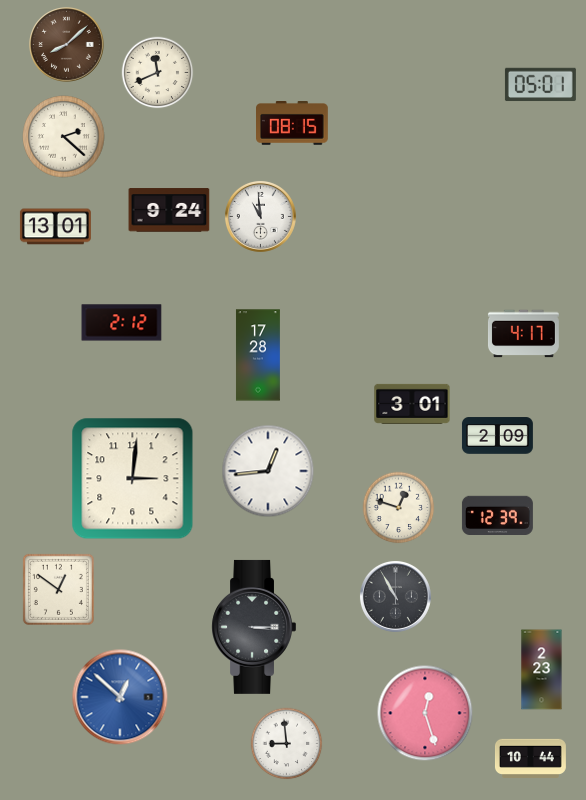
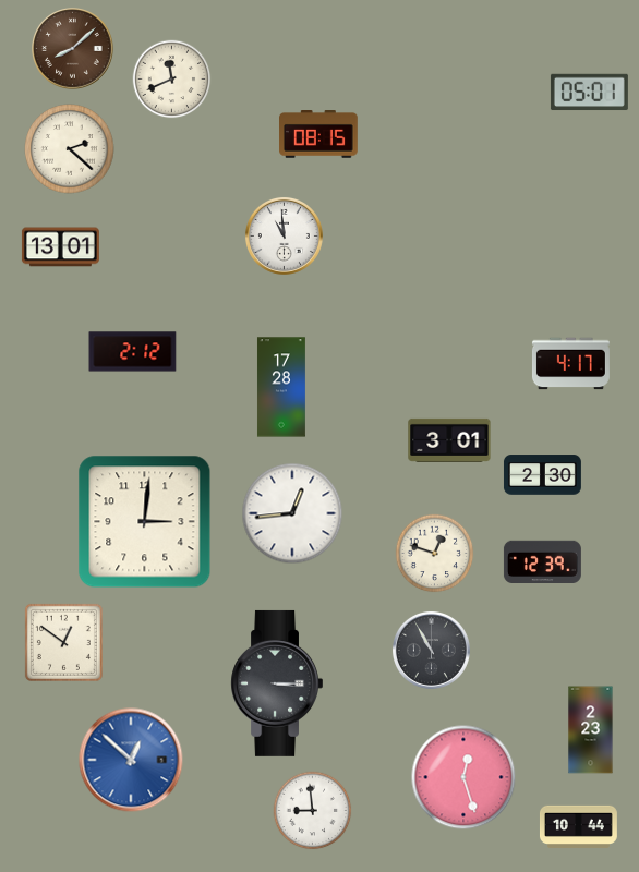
clock at (169, 210): 9:24 -> none
clock at (497, 436): 2:09 -> 2:30
